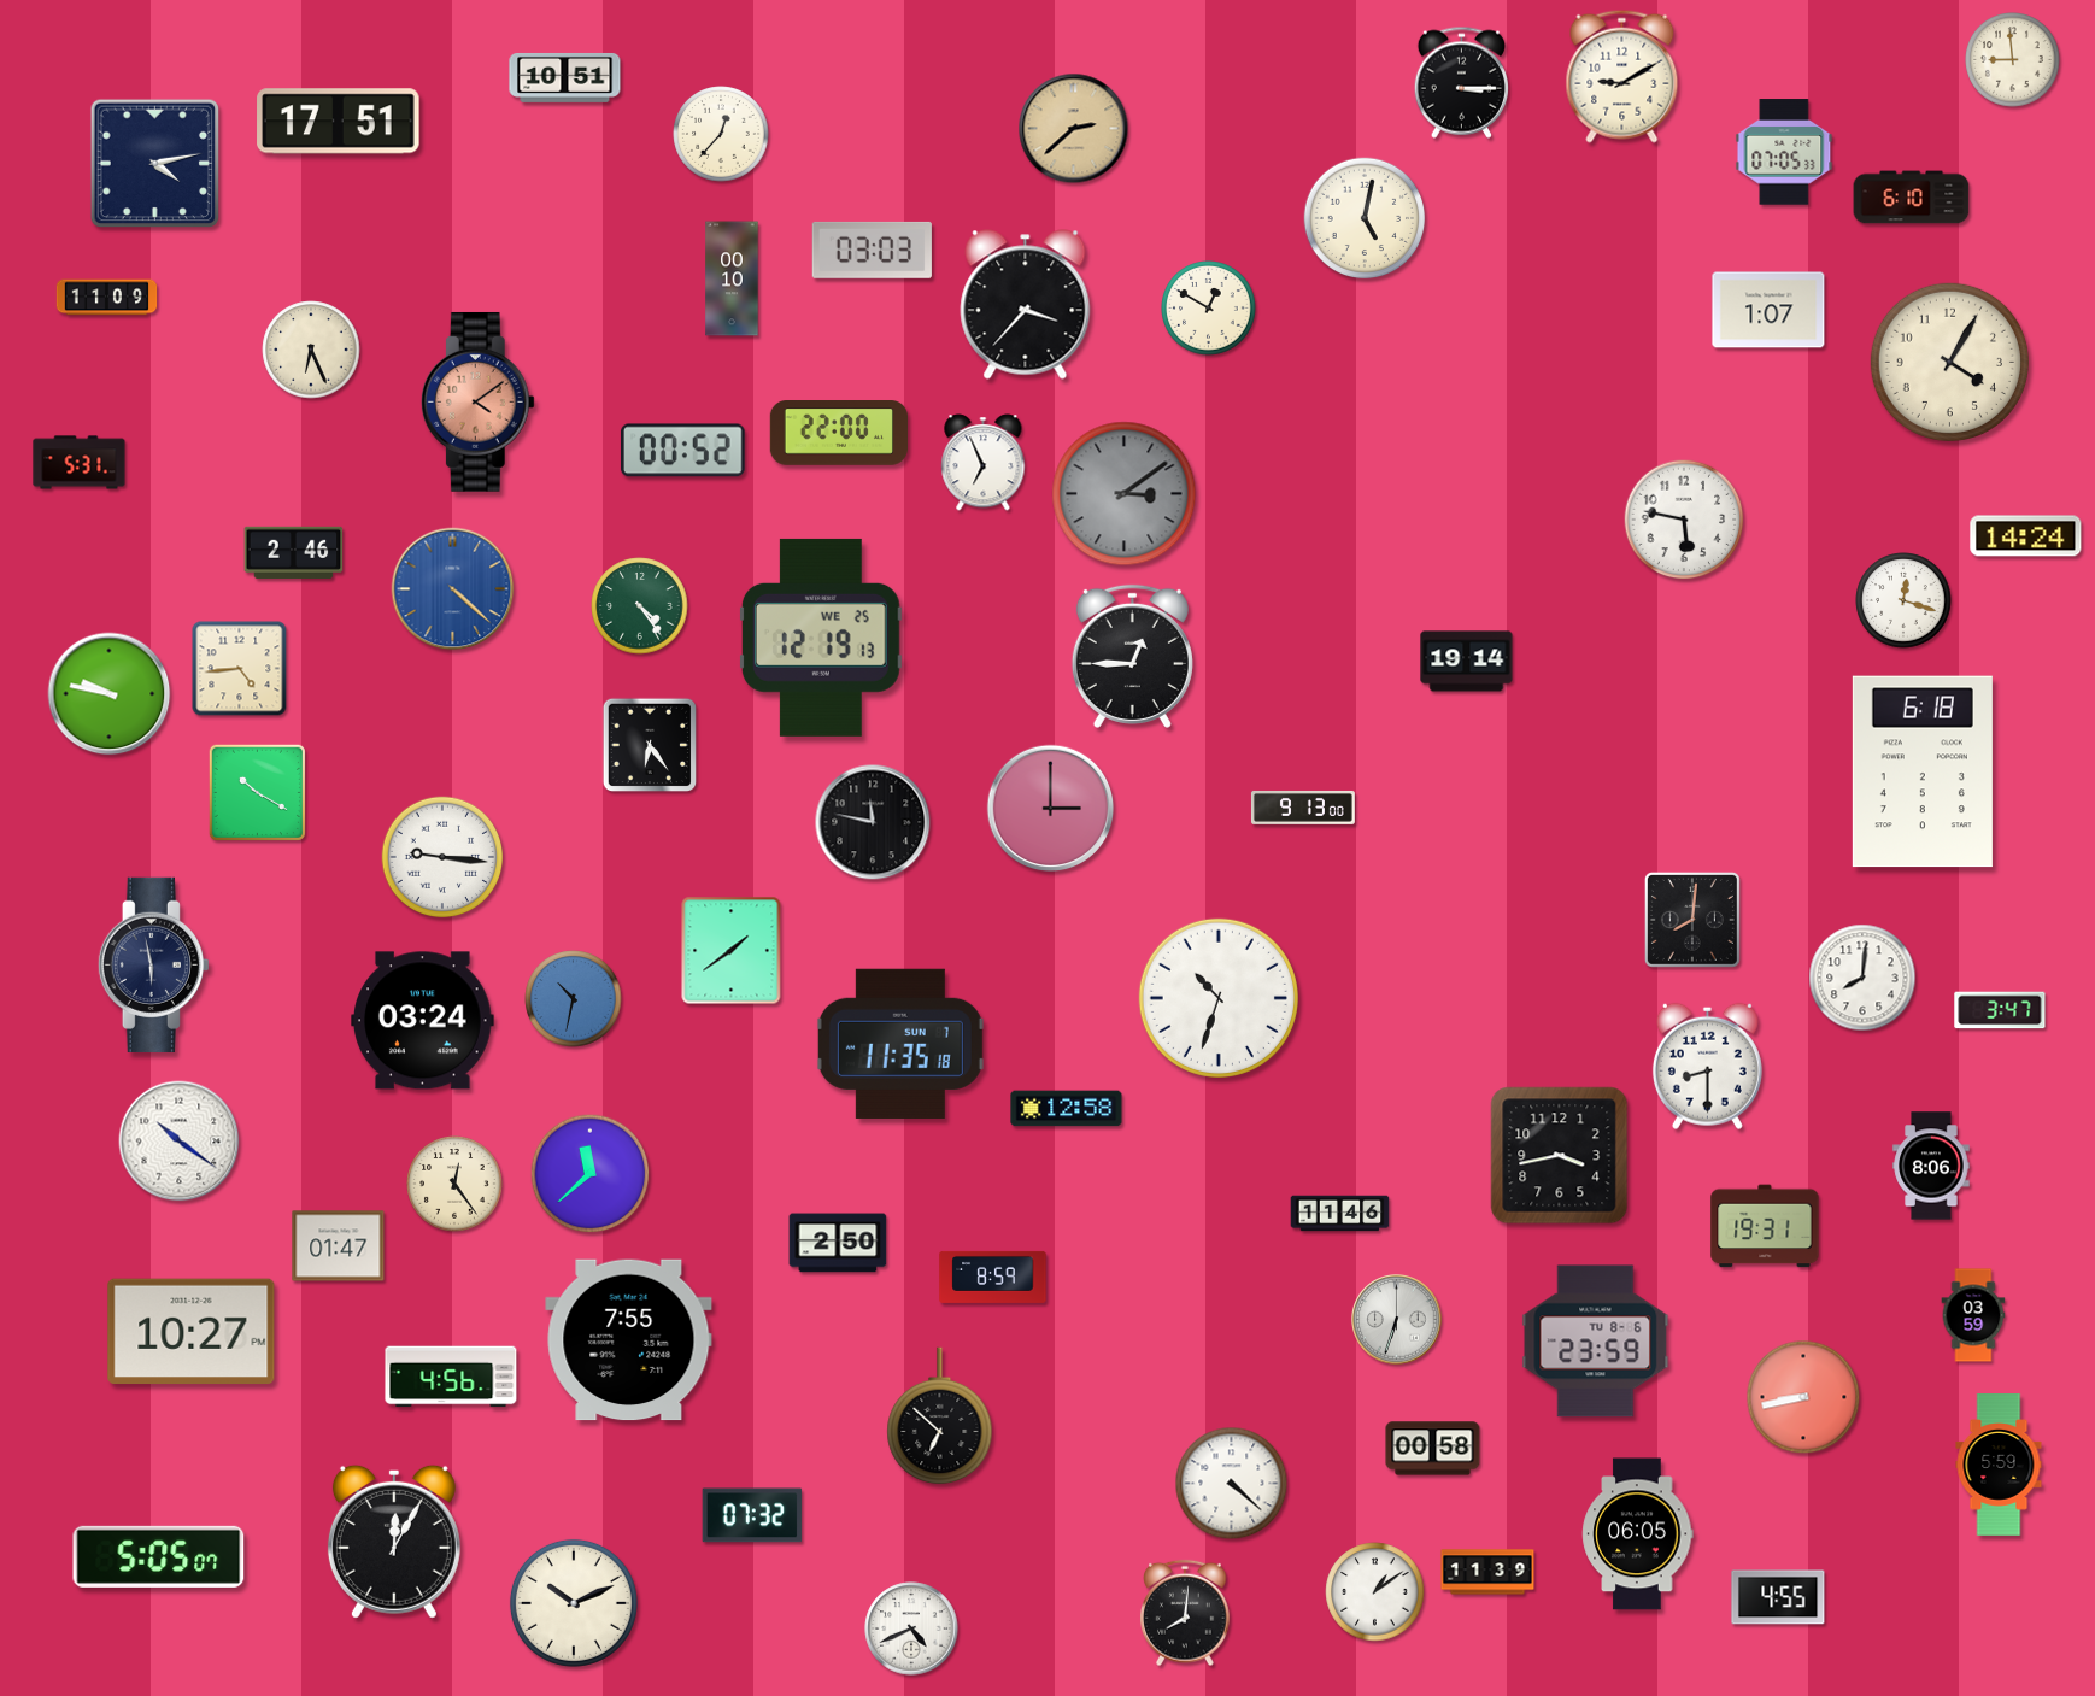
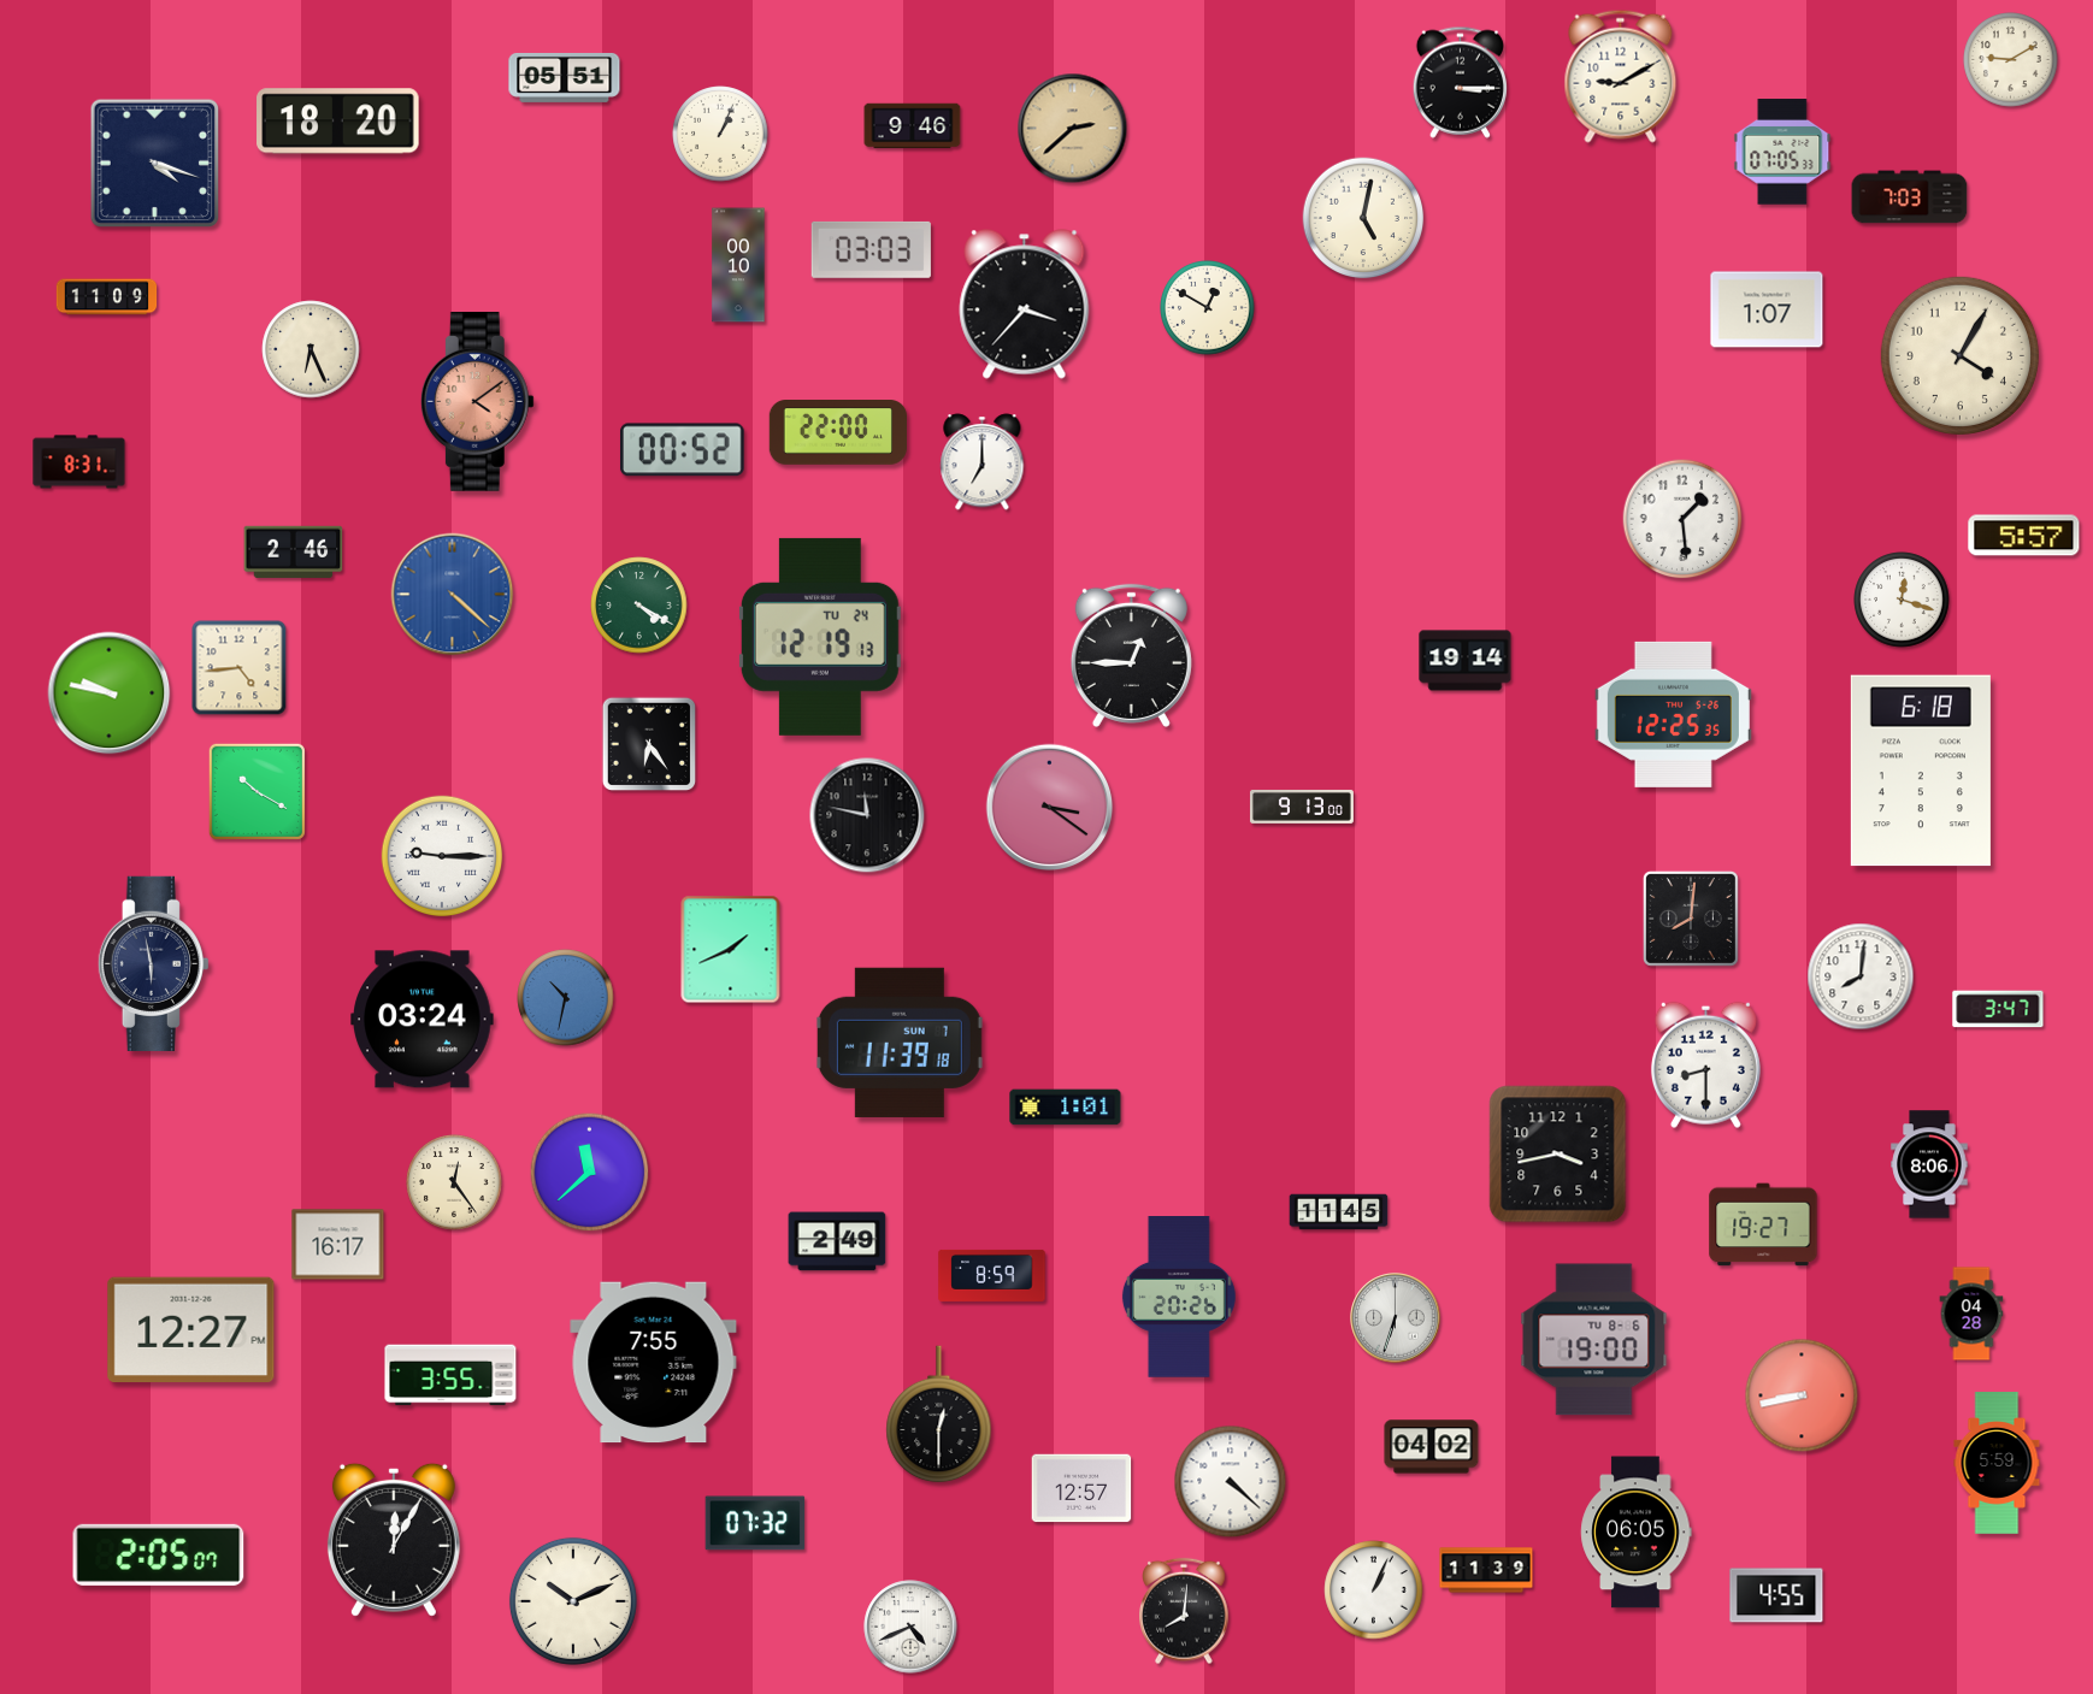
clock at (2013, 60): 8:59 -> 9:10
clock at (565, 77): 10:51 -> 05:51
clock at (339, 122): 17:51 -> 18:20
clock at (913, 126): none -> 9:46
clock at (721, 134): 12:37 -> 1:04
clock at (155, 164): 4:13 -> 4:18
clock at (1912, 198): 6:10 -> 7:03
clock at (732, 278) position: (732, 278) -> (738, 265)
clock at (1949, 362) position: (1949, 362) -> (1959, 355)
clock at (80, 463): 5:31 -> 8:31
clock at (984, 463): 6:56 -> 7:00
clock at (1125, 494): 3:09 -> none
clock at (1684, 520): 5:47 -> 1:29
clock at (2026, 536): 14:24 -> 5:57
clock at (453, 589) position: (453, 589) -> (453, 595)
clock at (640, 606): 4:24 -> 4:20
clock at (821, 638) date: WE 25 -> TU 24
clock at (1673, 714): none -> 12:25
clock at (1051, 809): 3:00 -> 3:21
clock at (873, 822) position: (873, 822) -> (867, 815)
clock at (442, 857): 9:16 -> 9:15
clock at (732, 951): 1:39 -> 1:41
clock at (1219, 998): 10:33 -> none
clock at (574, 999) position: (574, 999) -> (566, 998)
clock at (900, 1044): 11:35 -> 11:39
clock at (1067, 1109): 12:58 -> 1:01
clock at (180, 1142): 10:21 -> none
clock at (1340, 1214): 11:46 -> 11:45
clock at (1765, 1226): 19:31 -> 19:27
clock at (838, 1243): 2:50 -> 2:49
clock at (339, 1246): 01:47 -> 16:17
clock at (1179, 1298): none -> 20:26
clock at (1973, 1315): 03:59 -> 04:28
clock at (192, 1332): 10:27 -> 12:27
clock at (629, 1340) position: (629, 1340) -> (654, 1363)
clock at (1596, 1342): 23:59 -> 19:00
clock at (451, 1377): 4:56 -> 3:55
clock at (940, 1416): 6:52 -> 12:30
clock at (1433, 1449): 00:58 -> 04:02
clock at (1081, 1488): none -> 12:57
clock at (752, 1515) position: (752, 1515) -> (755, 1523)
clock at (159, 1556): 5:05 -> 2:05
clock at (1375, 1592): 1:09 -> 1:04
